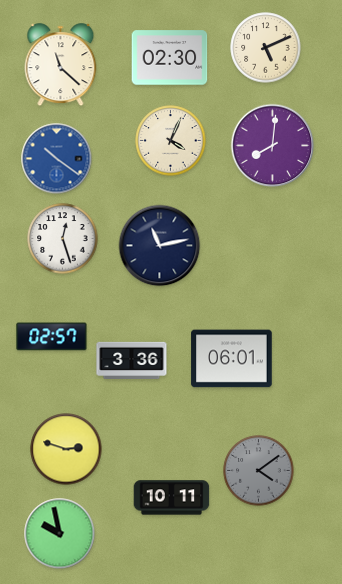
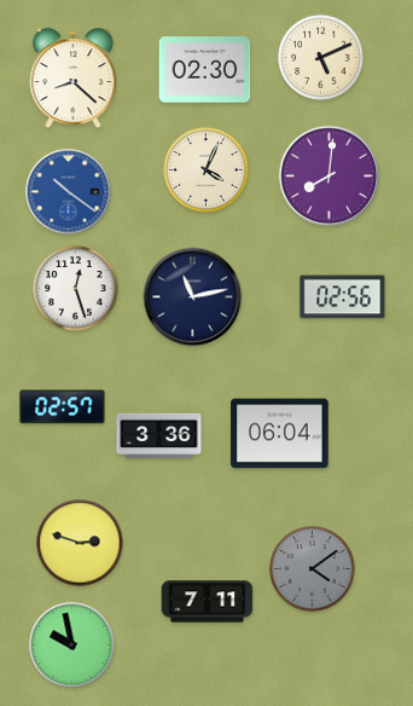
clock at (61, 65): 11:22 -> 8:22
clock at (343, 297): none -> 02:56
clock at (232, 359): 06:01 -> 06:04
clock at (172, 498): 10:11 -> 7:11
